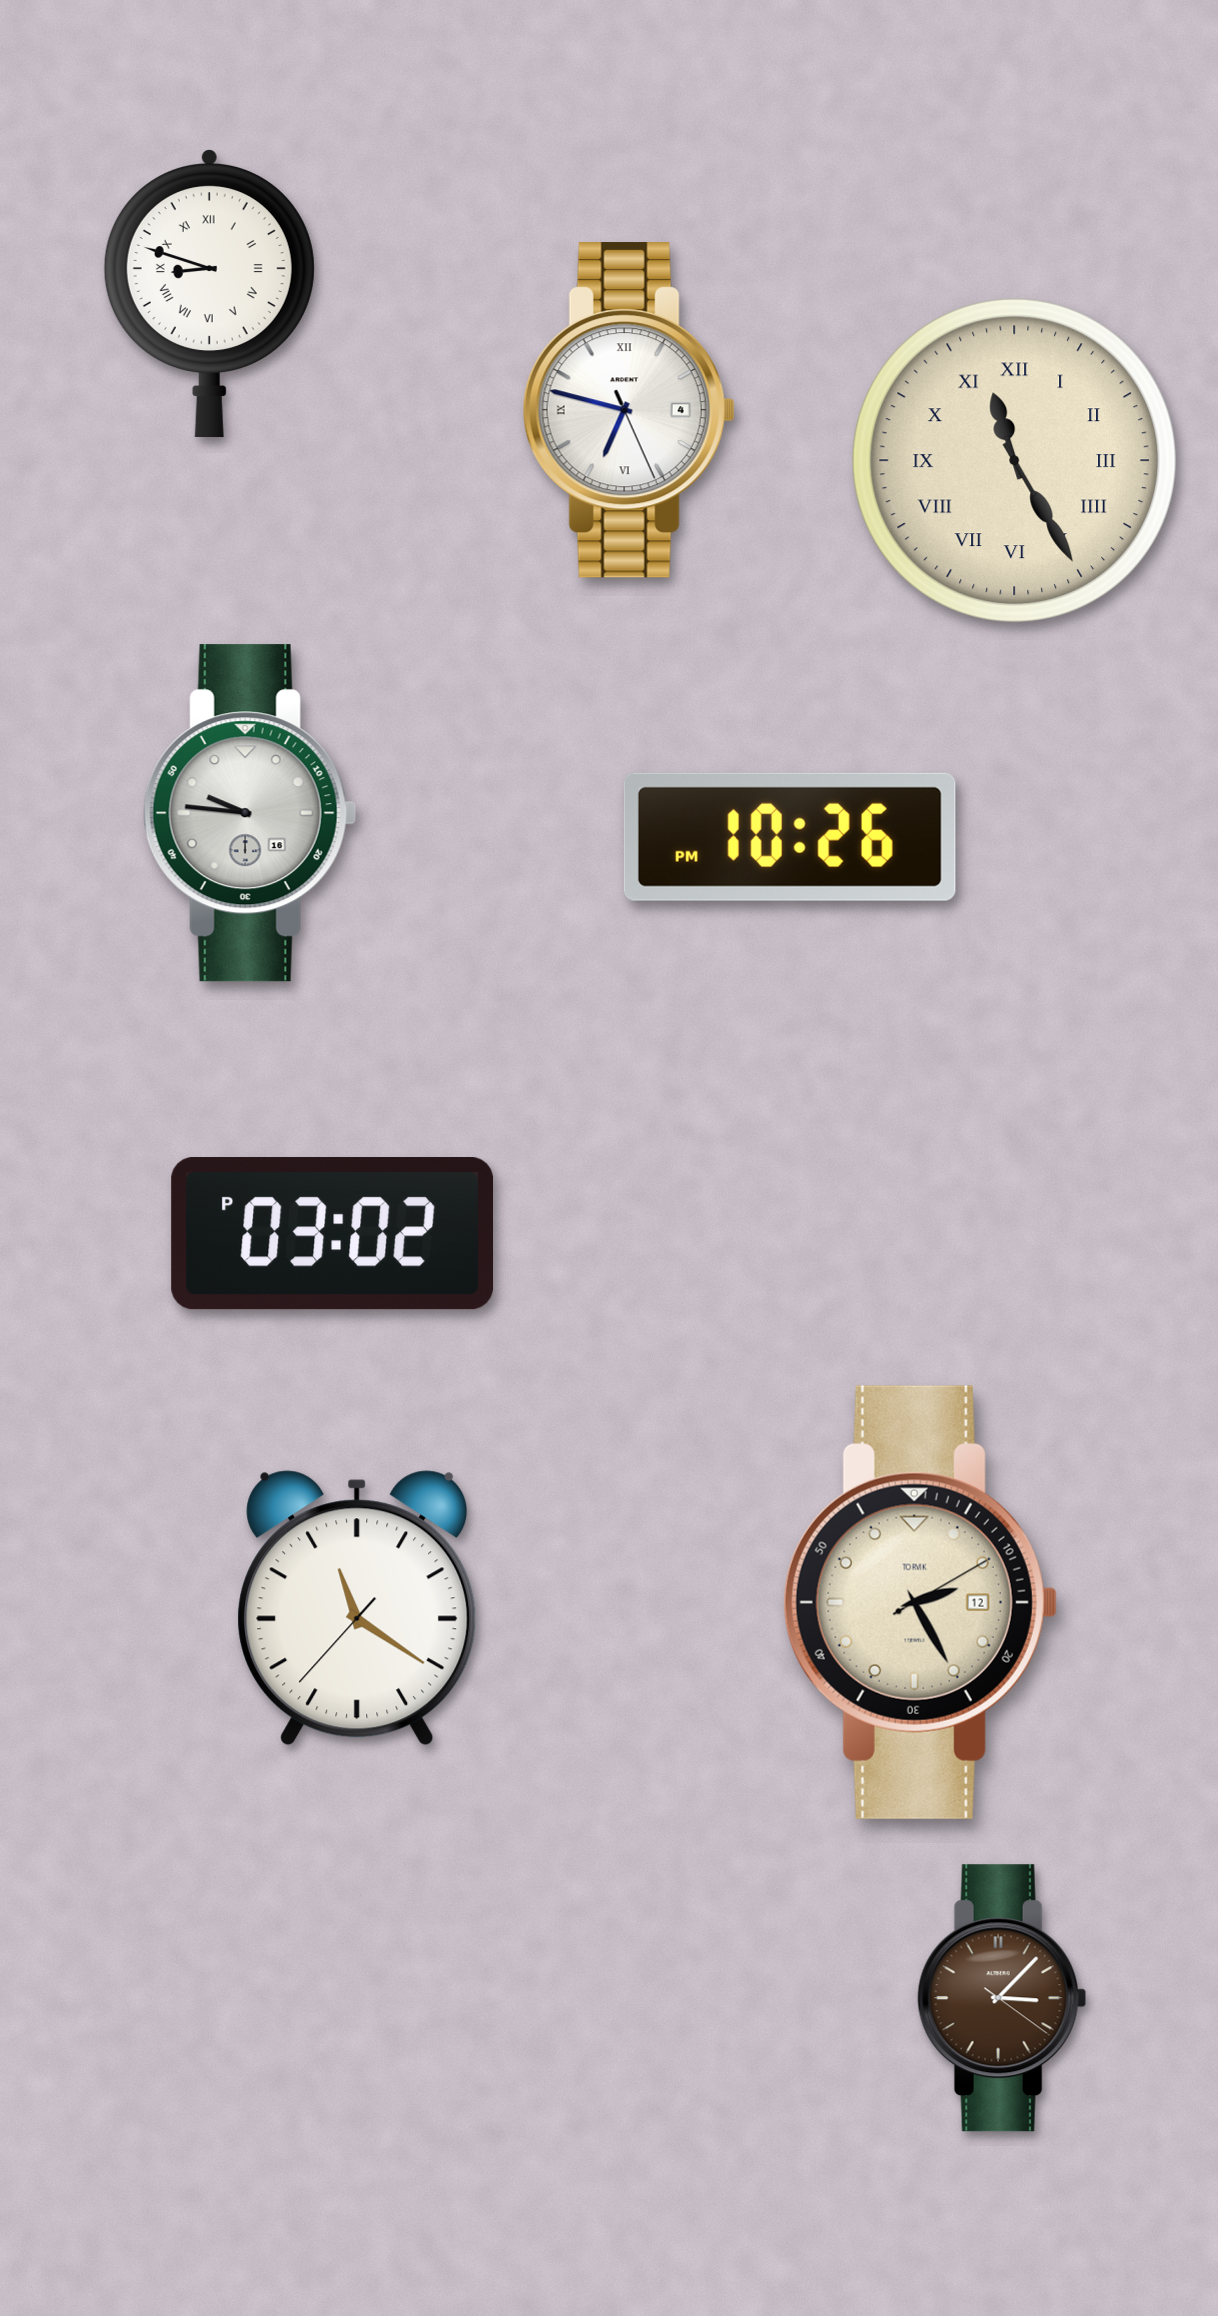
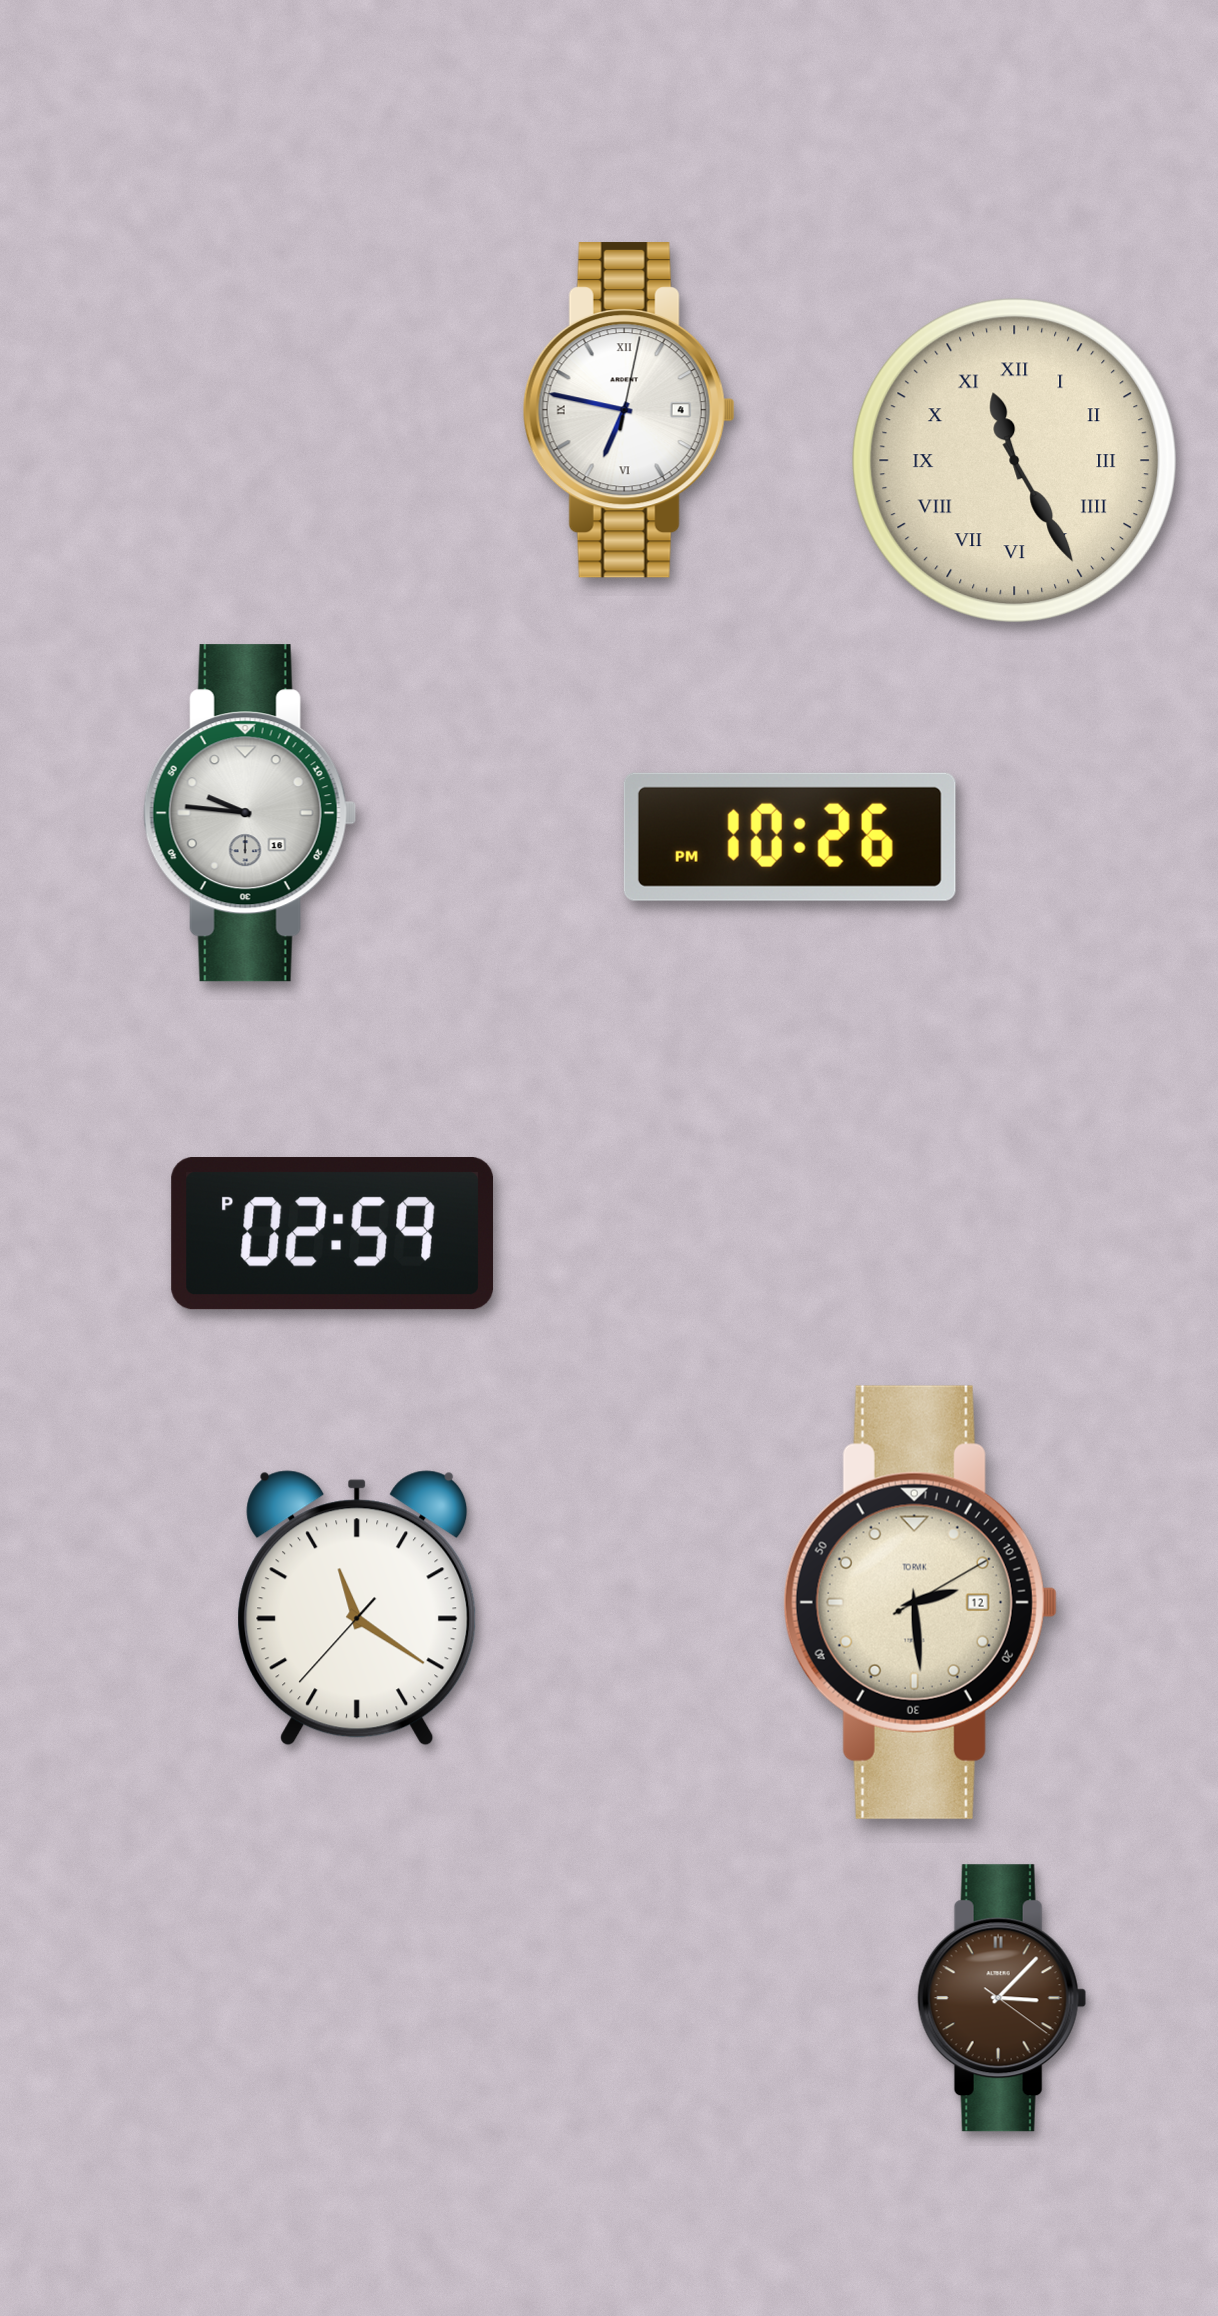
clock at (209, 293): 8:48 -> none
clock at (629, 410): 6:47:26 -> 6:47:02
clock at (332, 1234): 03:02 -> 02:59
clock at (920, 1602): 2:25 -> 2:29
